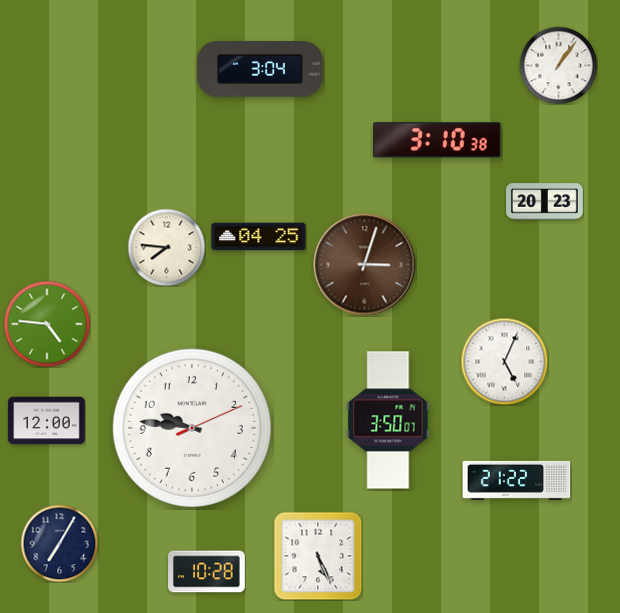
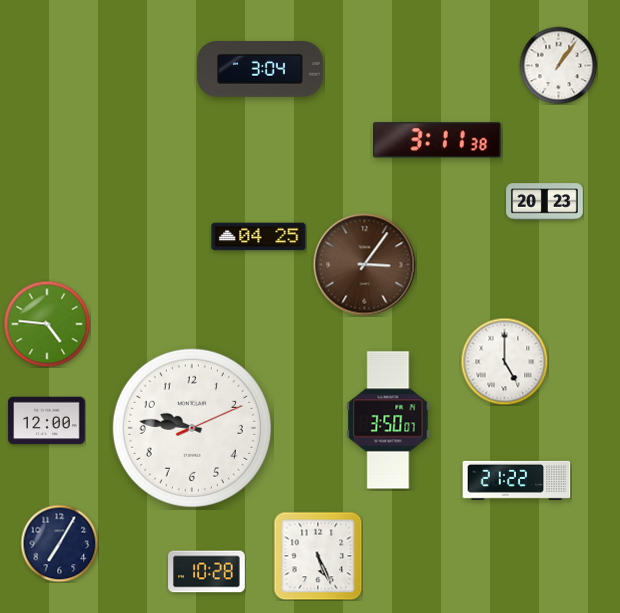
clock at (438, 140): 3:10 -> 3:11
clock at (166, 247): 7:46 -> none
clock at (365, 265): 3:03 -> 3:06
clock at (504, 361): 5:04 -> 5:00
